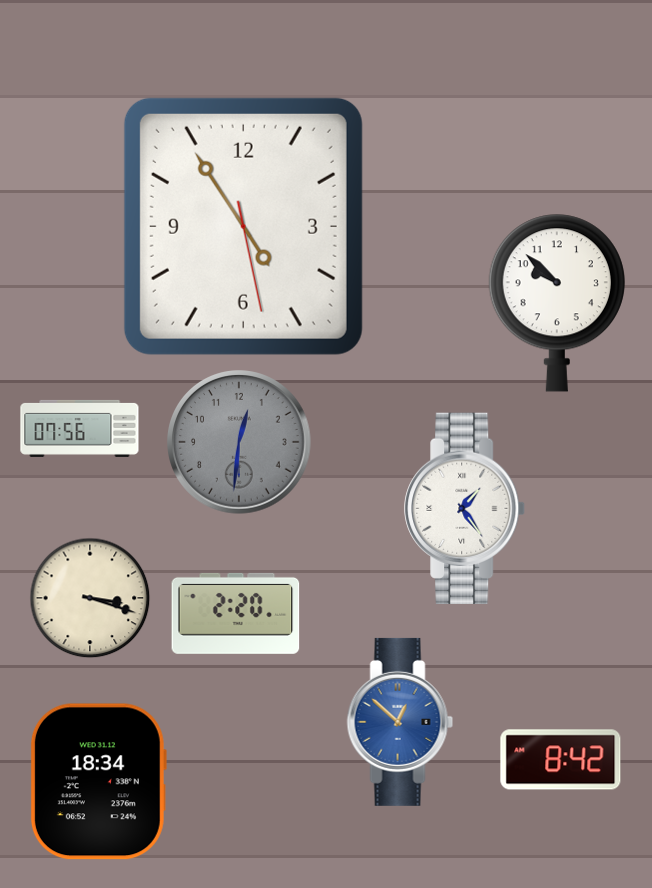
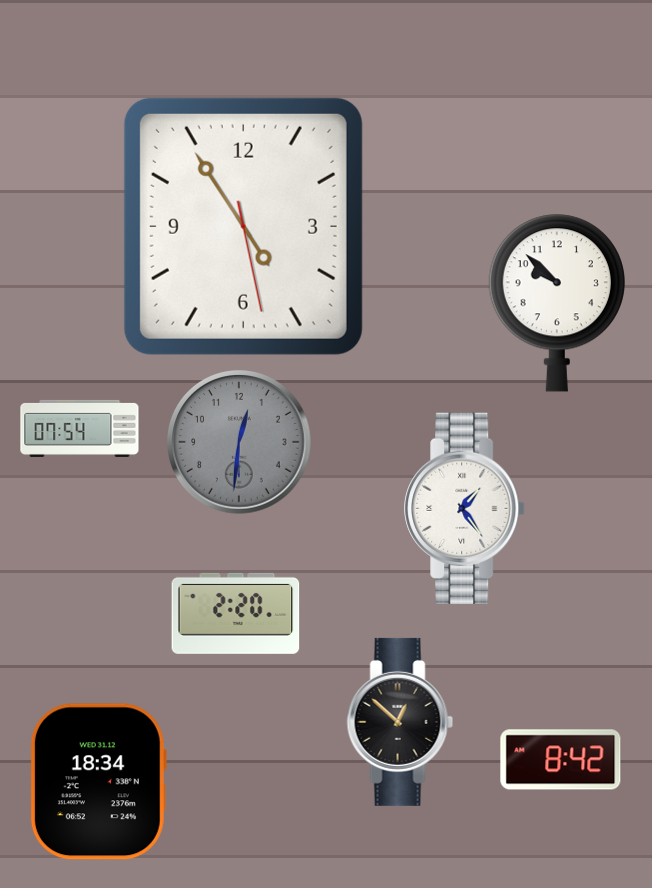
clock at (80, 428): 07:56 -> 07:54
clock at (90, 598): 3:18 -> none
clock at (400, 722) dial: blue -> black
